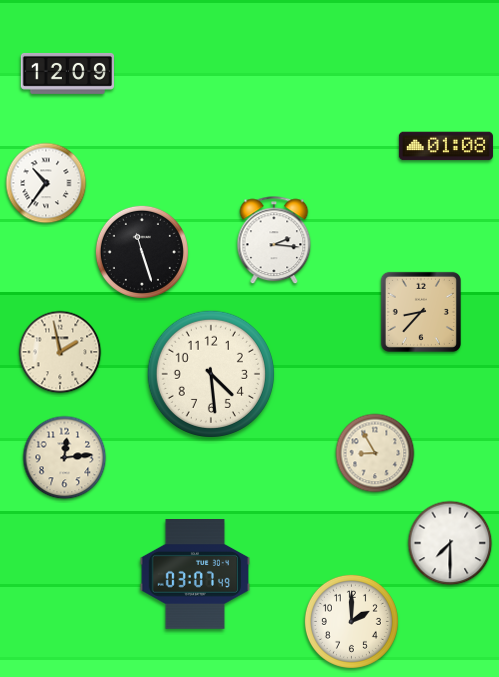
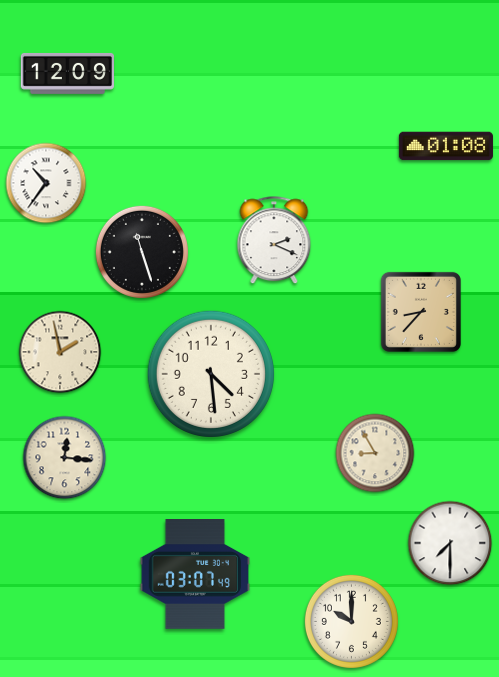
clock at (274, 241): 2:16 -> 2:19
clock at (65, 458): 12:14 -> 12:16
clock at (351, 621): 2:00 -> 10:00
